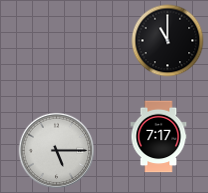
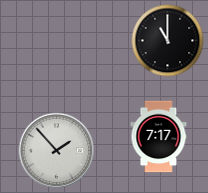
clock at (57, 151): 5:15 -> 1:53
